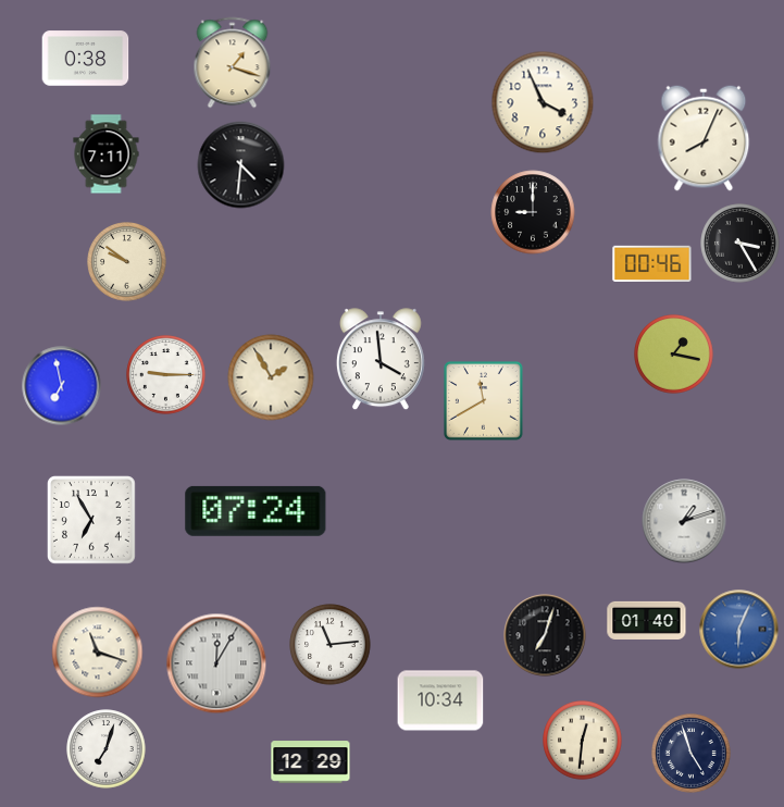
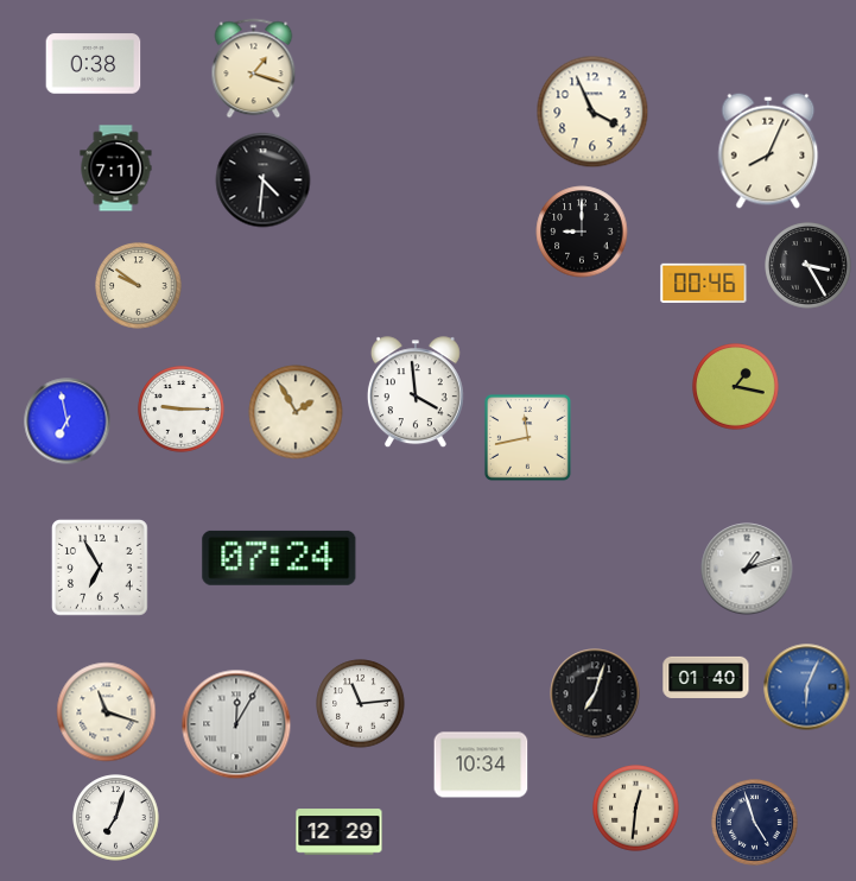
clock at (652, 264) position: (652, 264) -> (704, 284)
clock at (483, 400): 11:40 -> 11:43
